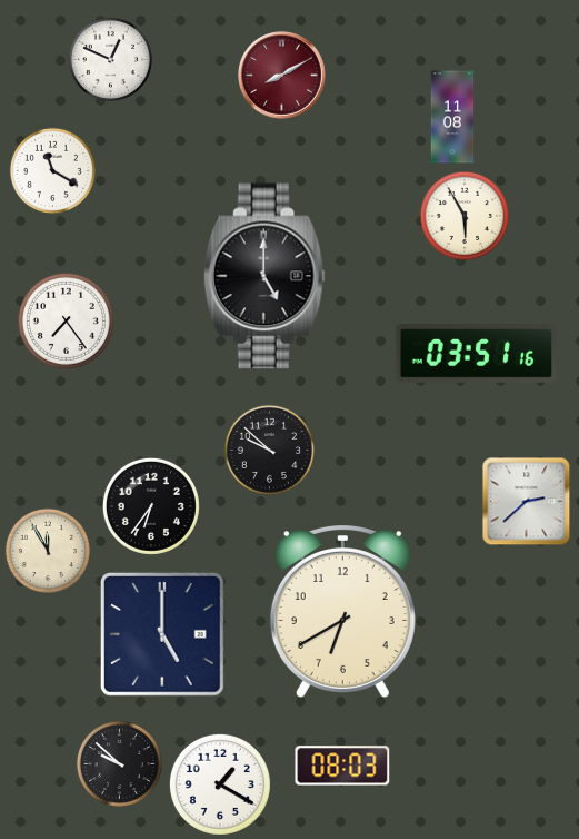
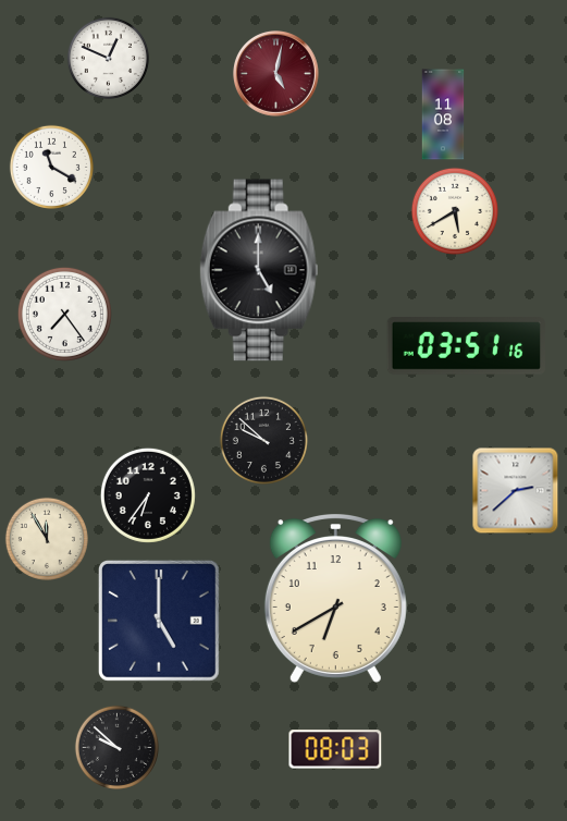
clock at (282, 76): 8:10 -> 5:02
clock at (465, 216): 5:55 -> 5:40
clock at (220, 784): 1:20 -> none
